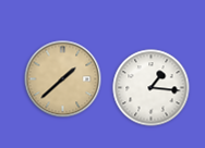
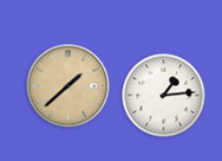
clock at (152, 88): 1:16 -> 1:14
